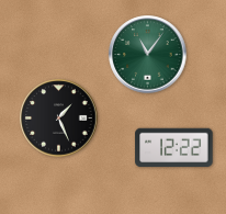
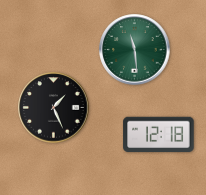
clock at (148, 55): 11:06 -> 11:29
clock at (174, 148): 12:22 -> 12:18
